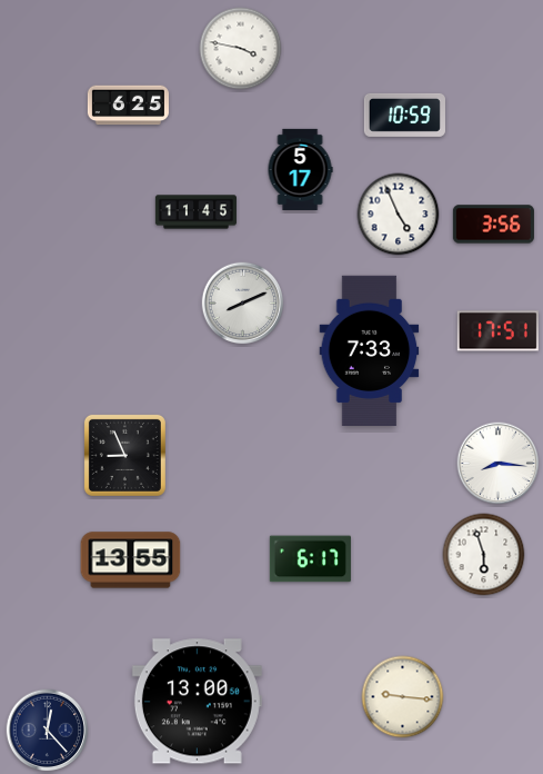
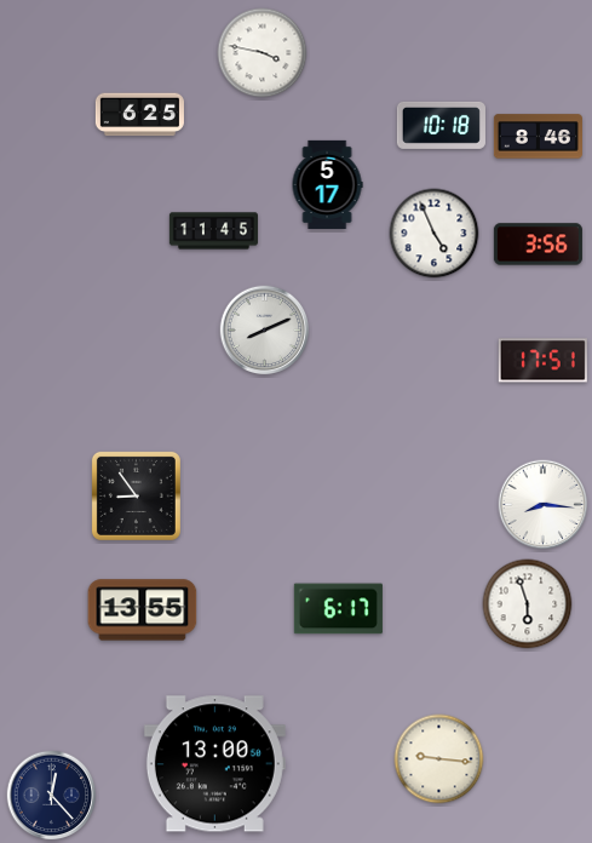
clock at (404, 115): 10:59 -> 10:18
clock at (538, 137): none -> 8:46
clock at (370, 350): 7:33 -> none
clock at (124, 455): 8:56 -> 8:54
